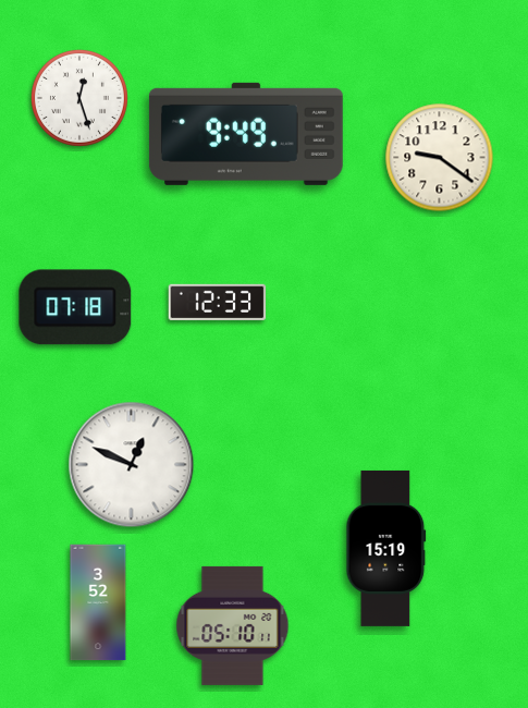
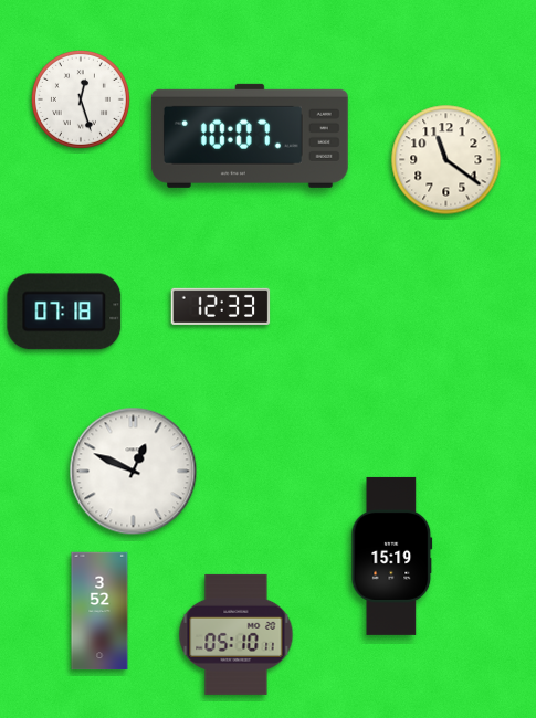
clock at (246, 134): 9:49 -> 10:07
clock at (440, 158): 9:21 -> 11:21
clock at (75, 307) position: (75, 307) -> (64, 312)
